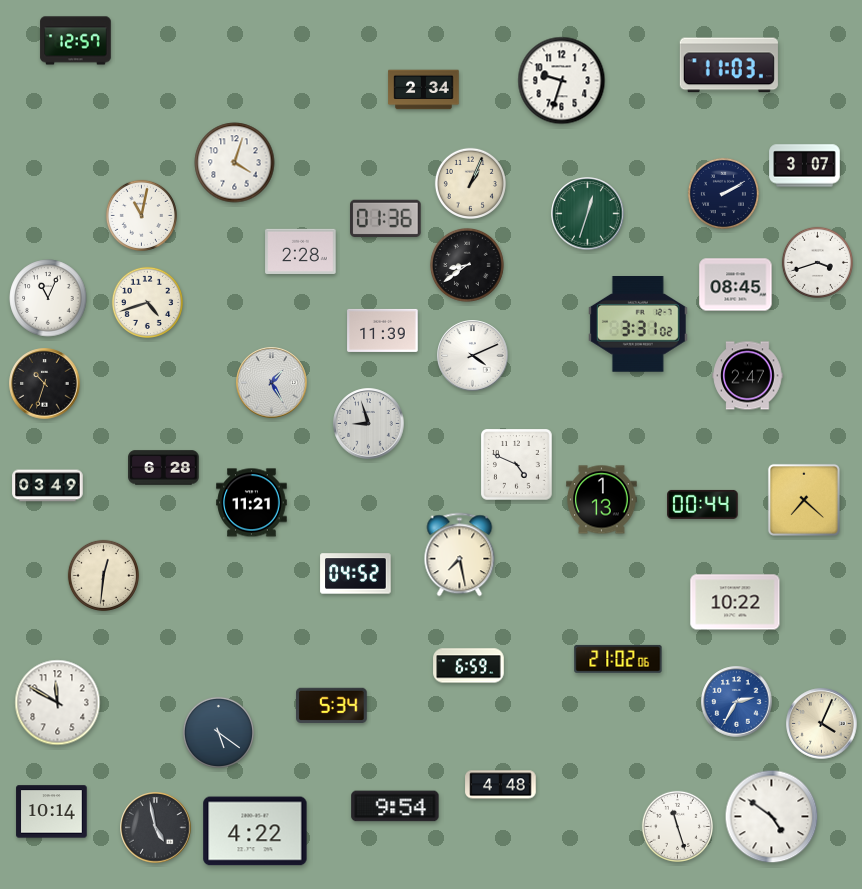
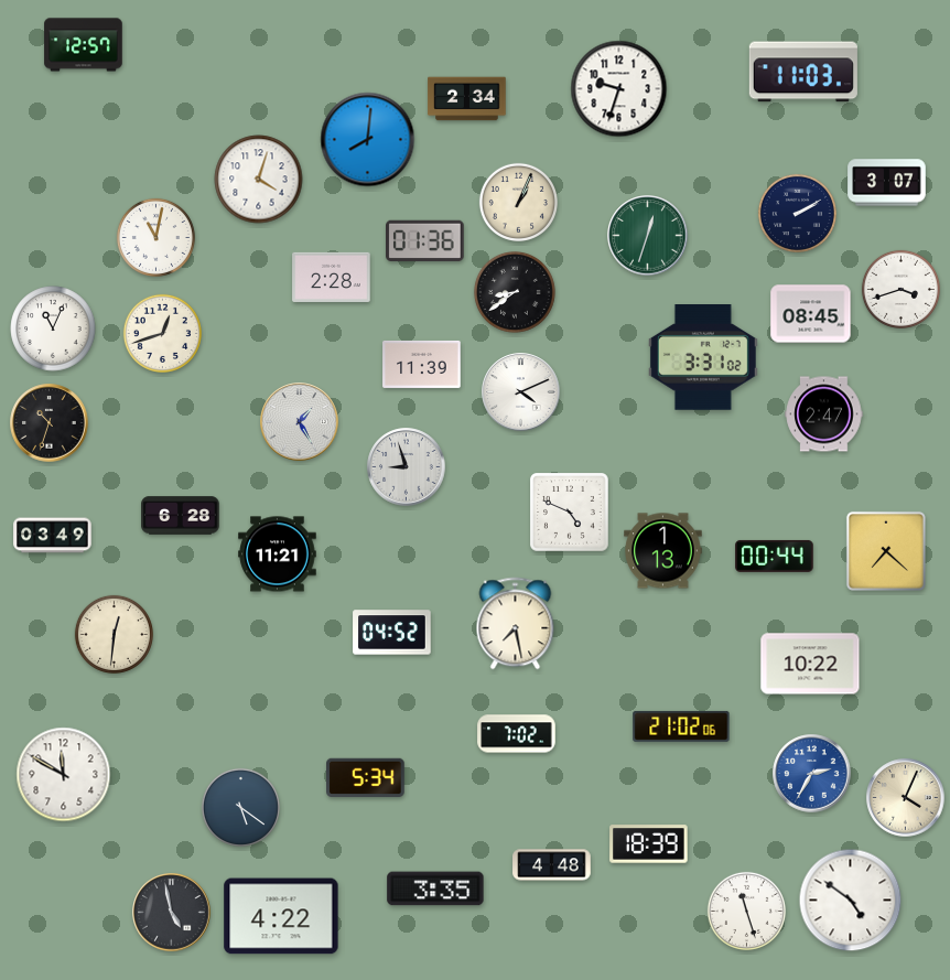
clock at (368, 140): none -> 8:01
clock at (147, 302): 4:42 -> 12:42
clock at (460, 555) position: (460, 555) -> (516, 624)
clock at (469, 666): 6:59 -> 7:02
clock at (649, 844): none -> 18:39
clock at (395, 806): 9:54 -> 3:35
clock at (52, 812): 10:14 -> none
